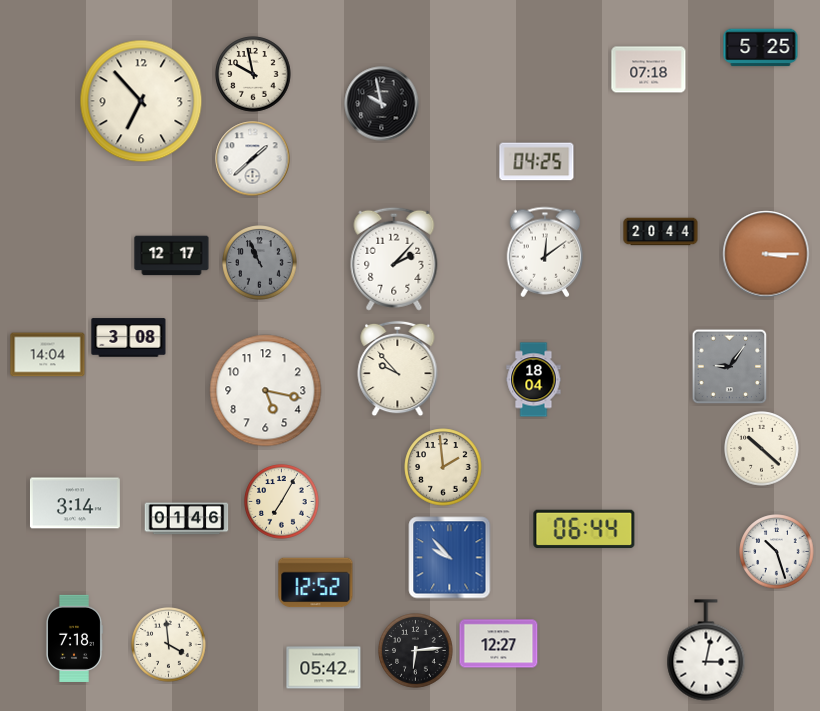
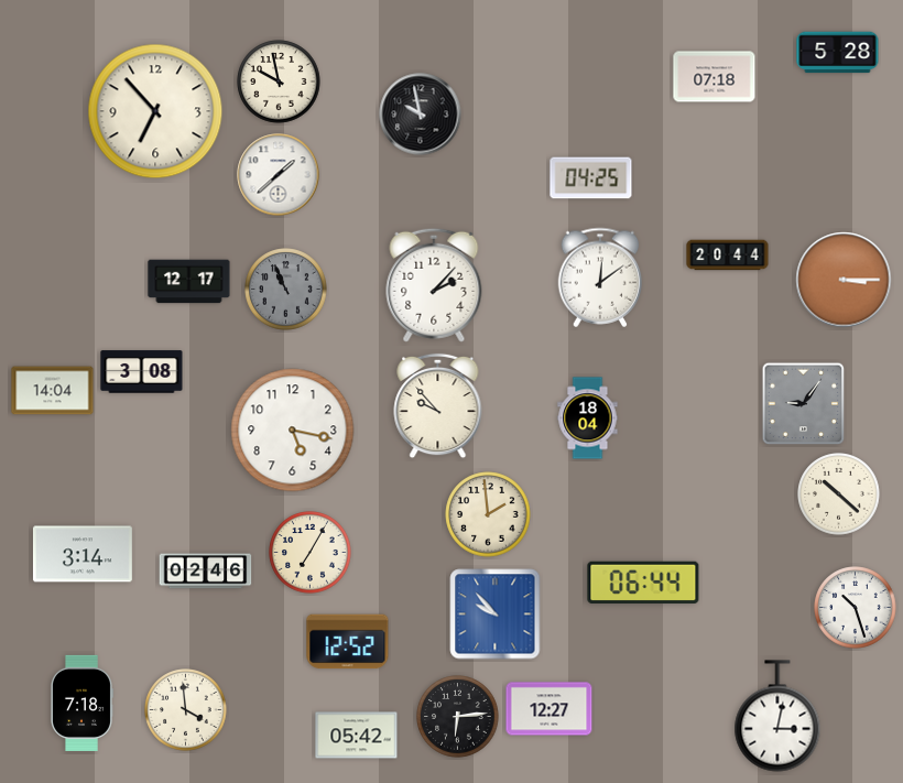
clock at (761, 48): 5:25 -> 5:28
clock at (187, 519): 01:46 -> 02:46
